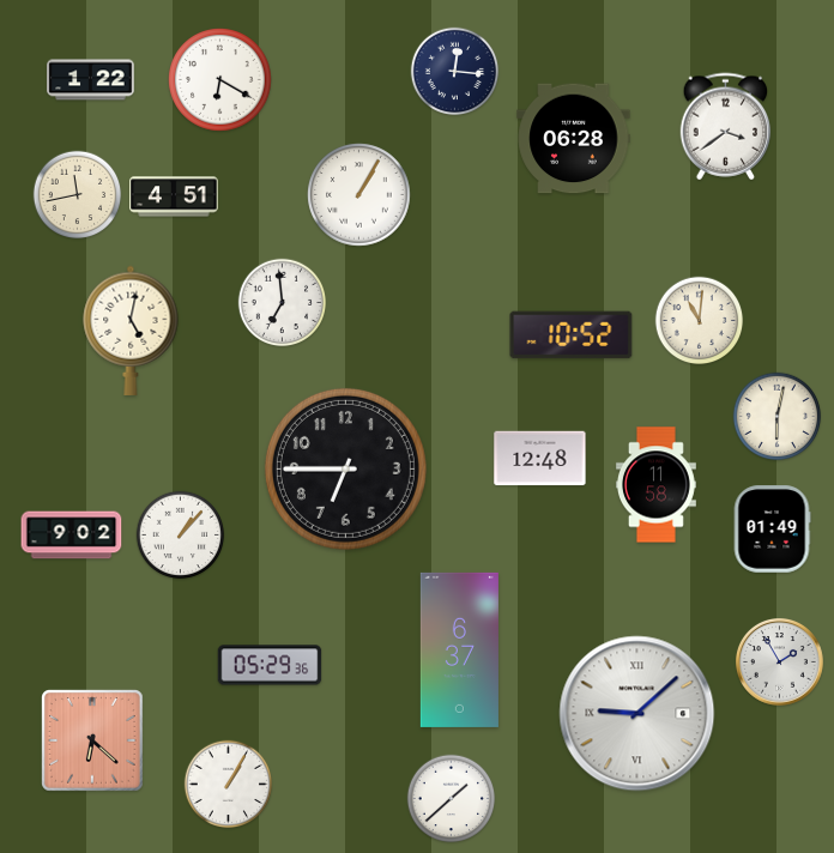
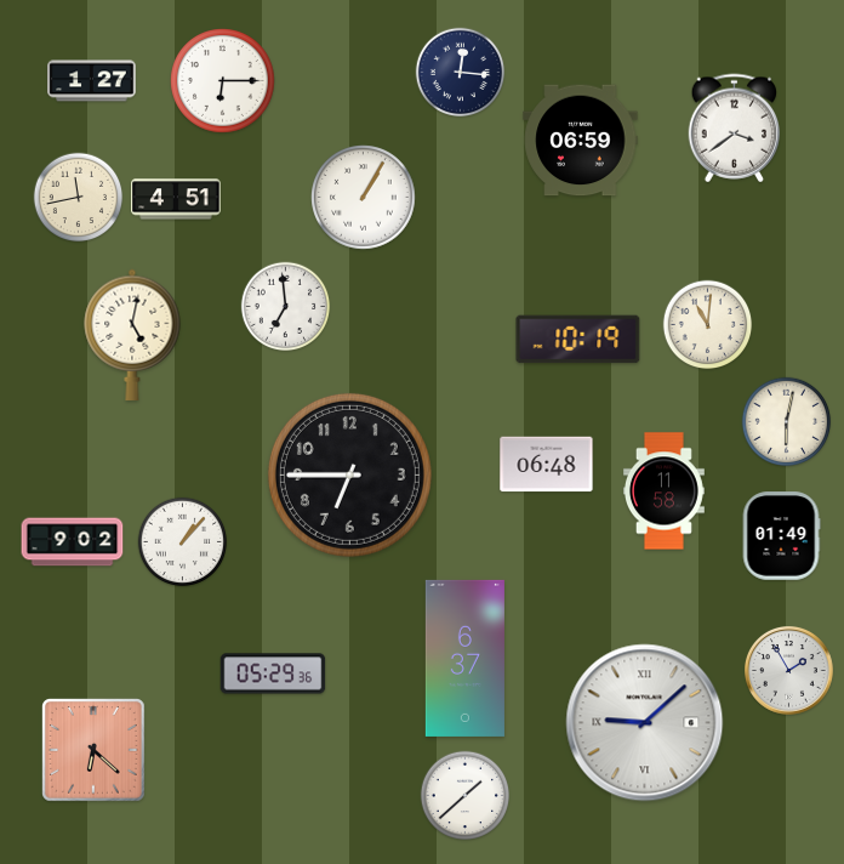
clock at (91, 80): 1:22 -> 1:27
clock at (220, 80): 6:20 -> 6:15
clock at (574, 139): 06:28 -> 06:59
clock at (572, 335): 10:52 -> 10:19
clock at (540, 459): 12:48 -> 06:48
clock at (229, 785): 1:05 -> none
clock at (452, 799) position: (452, 799) -> (466, 796)
